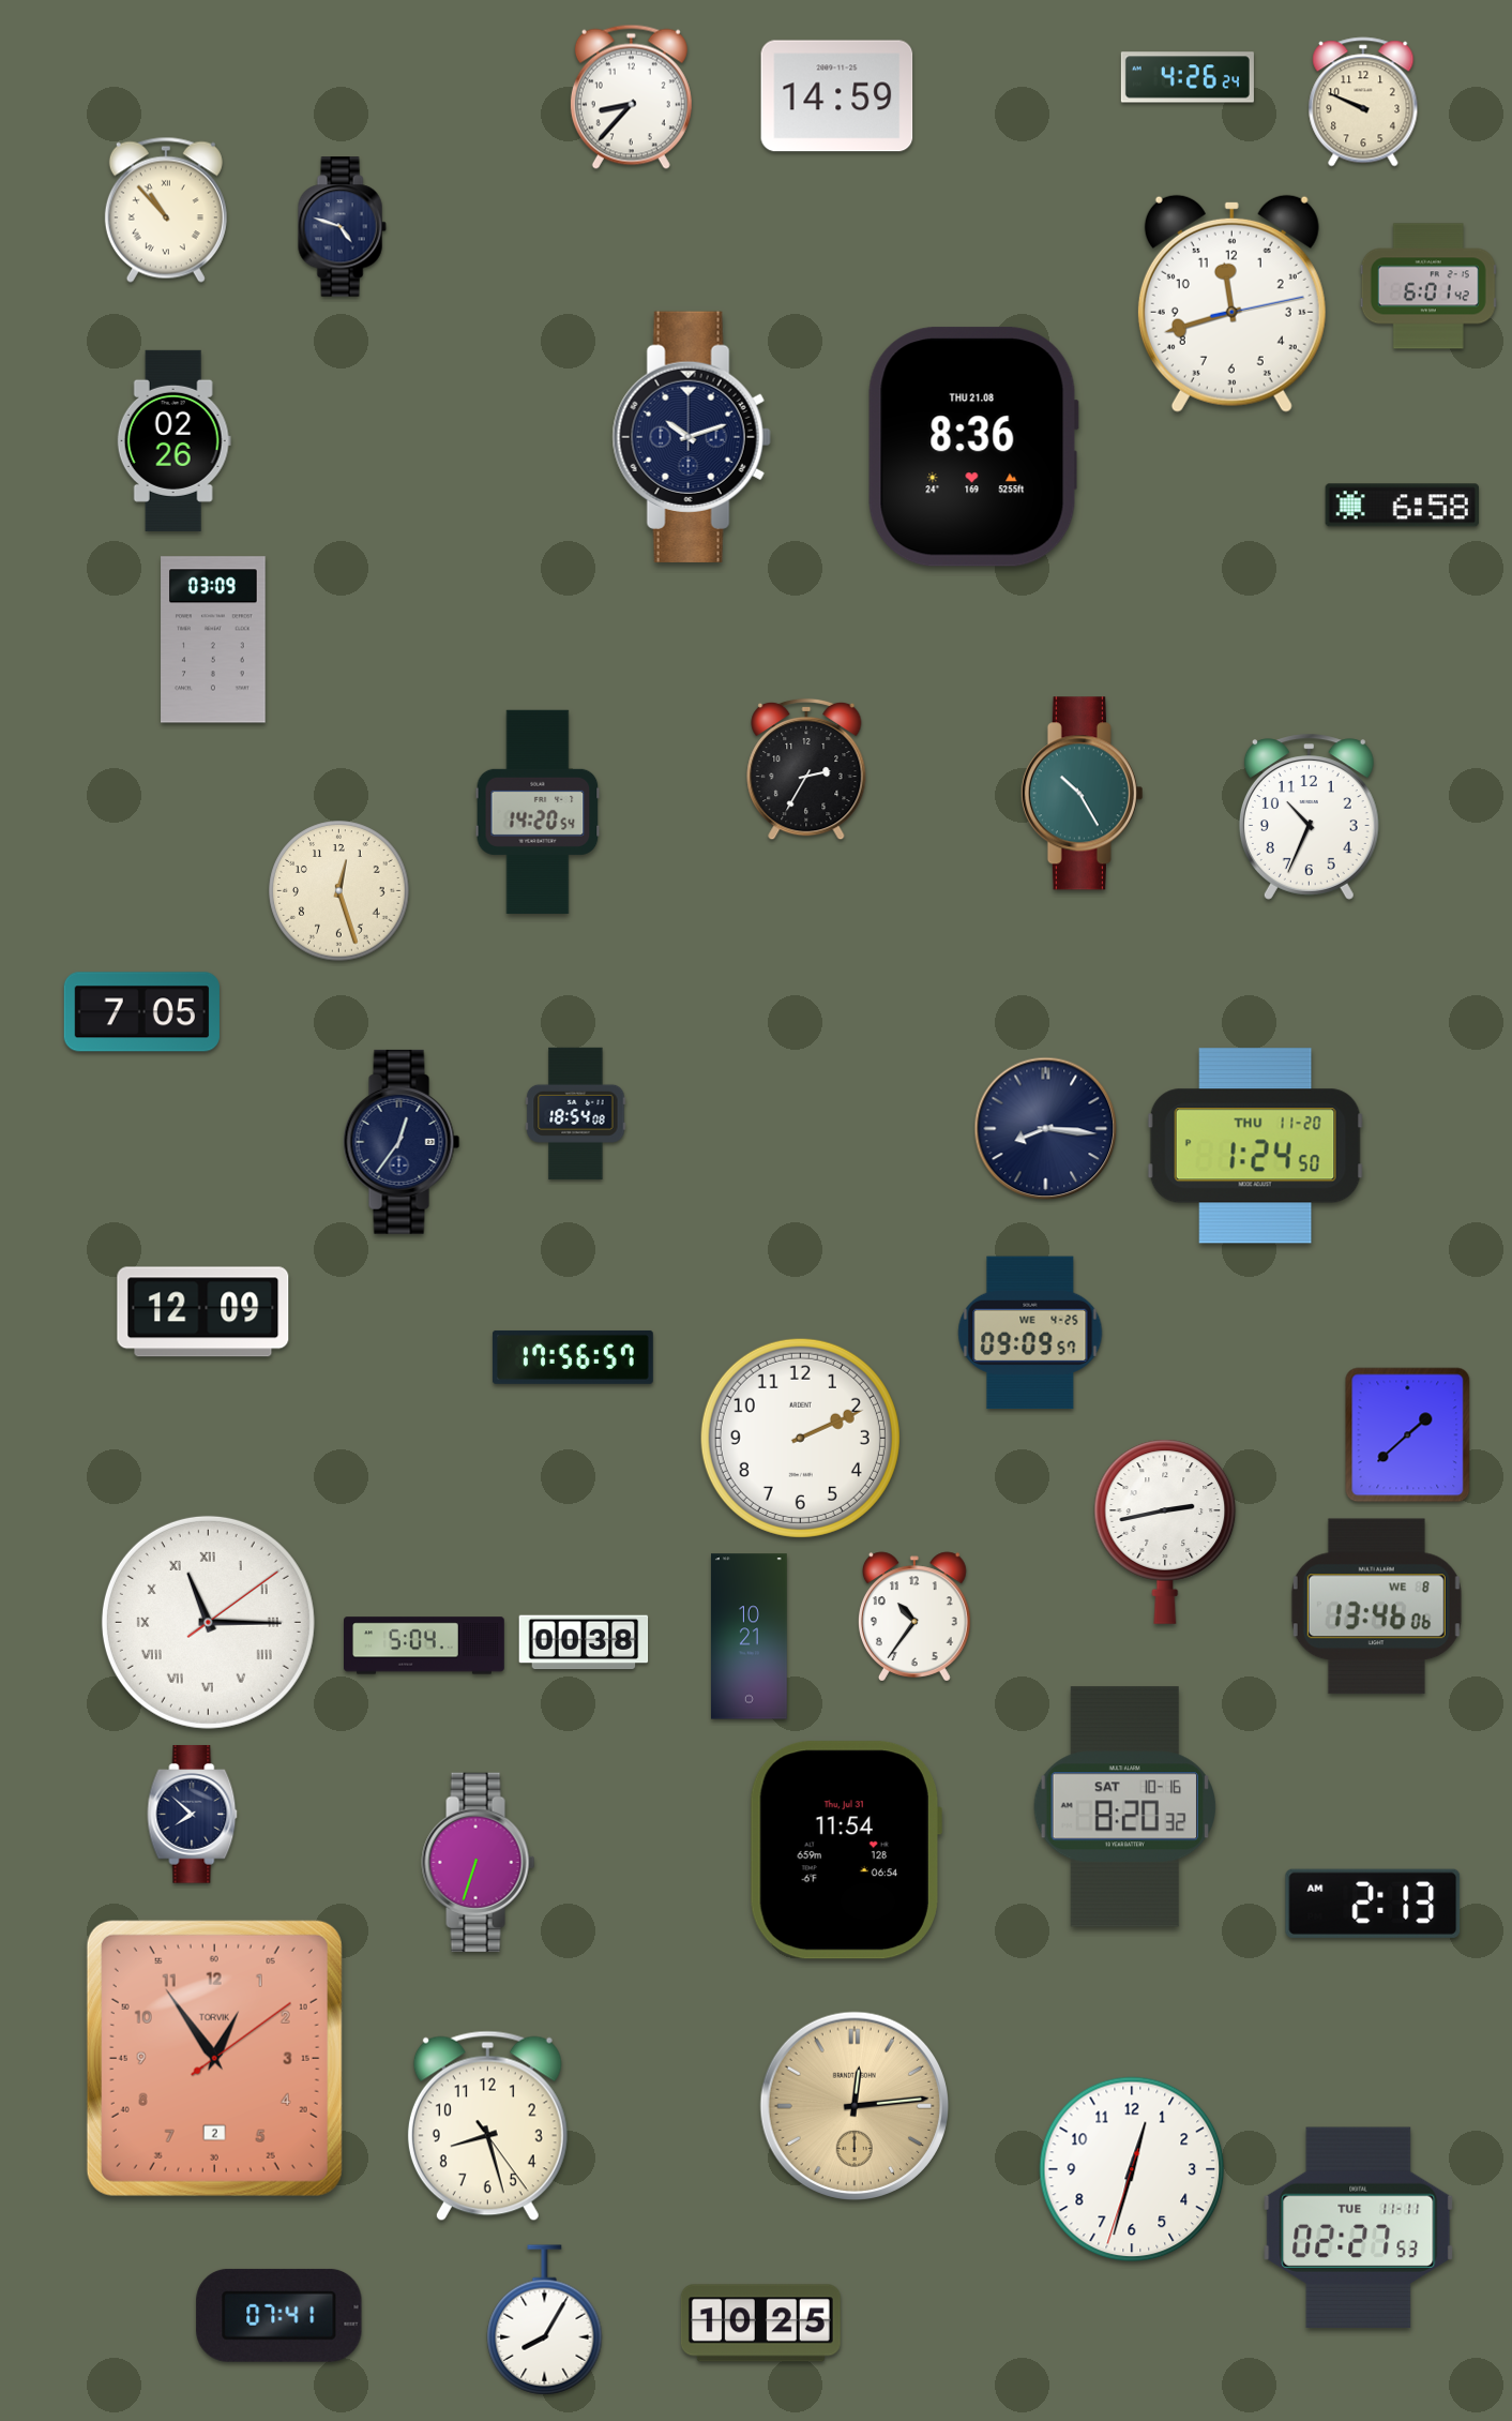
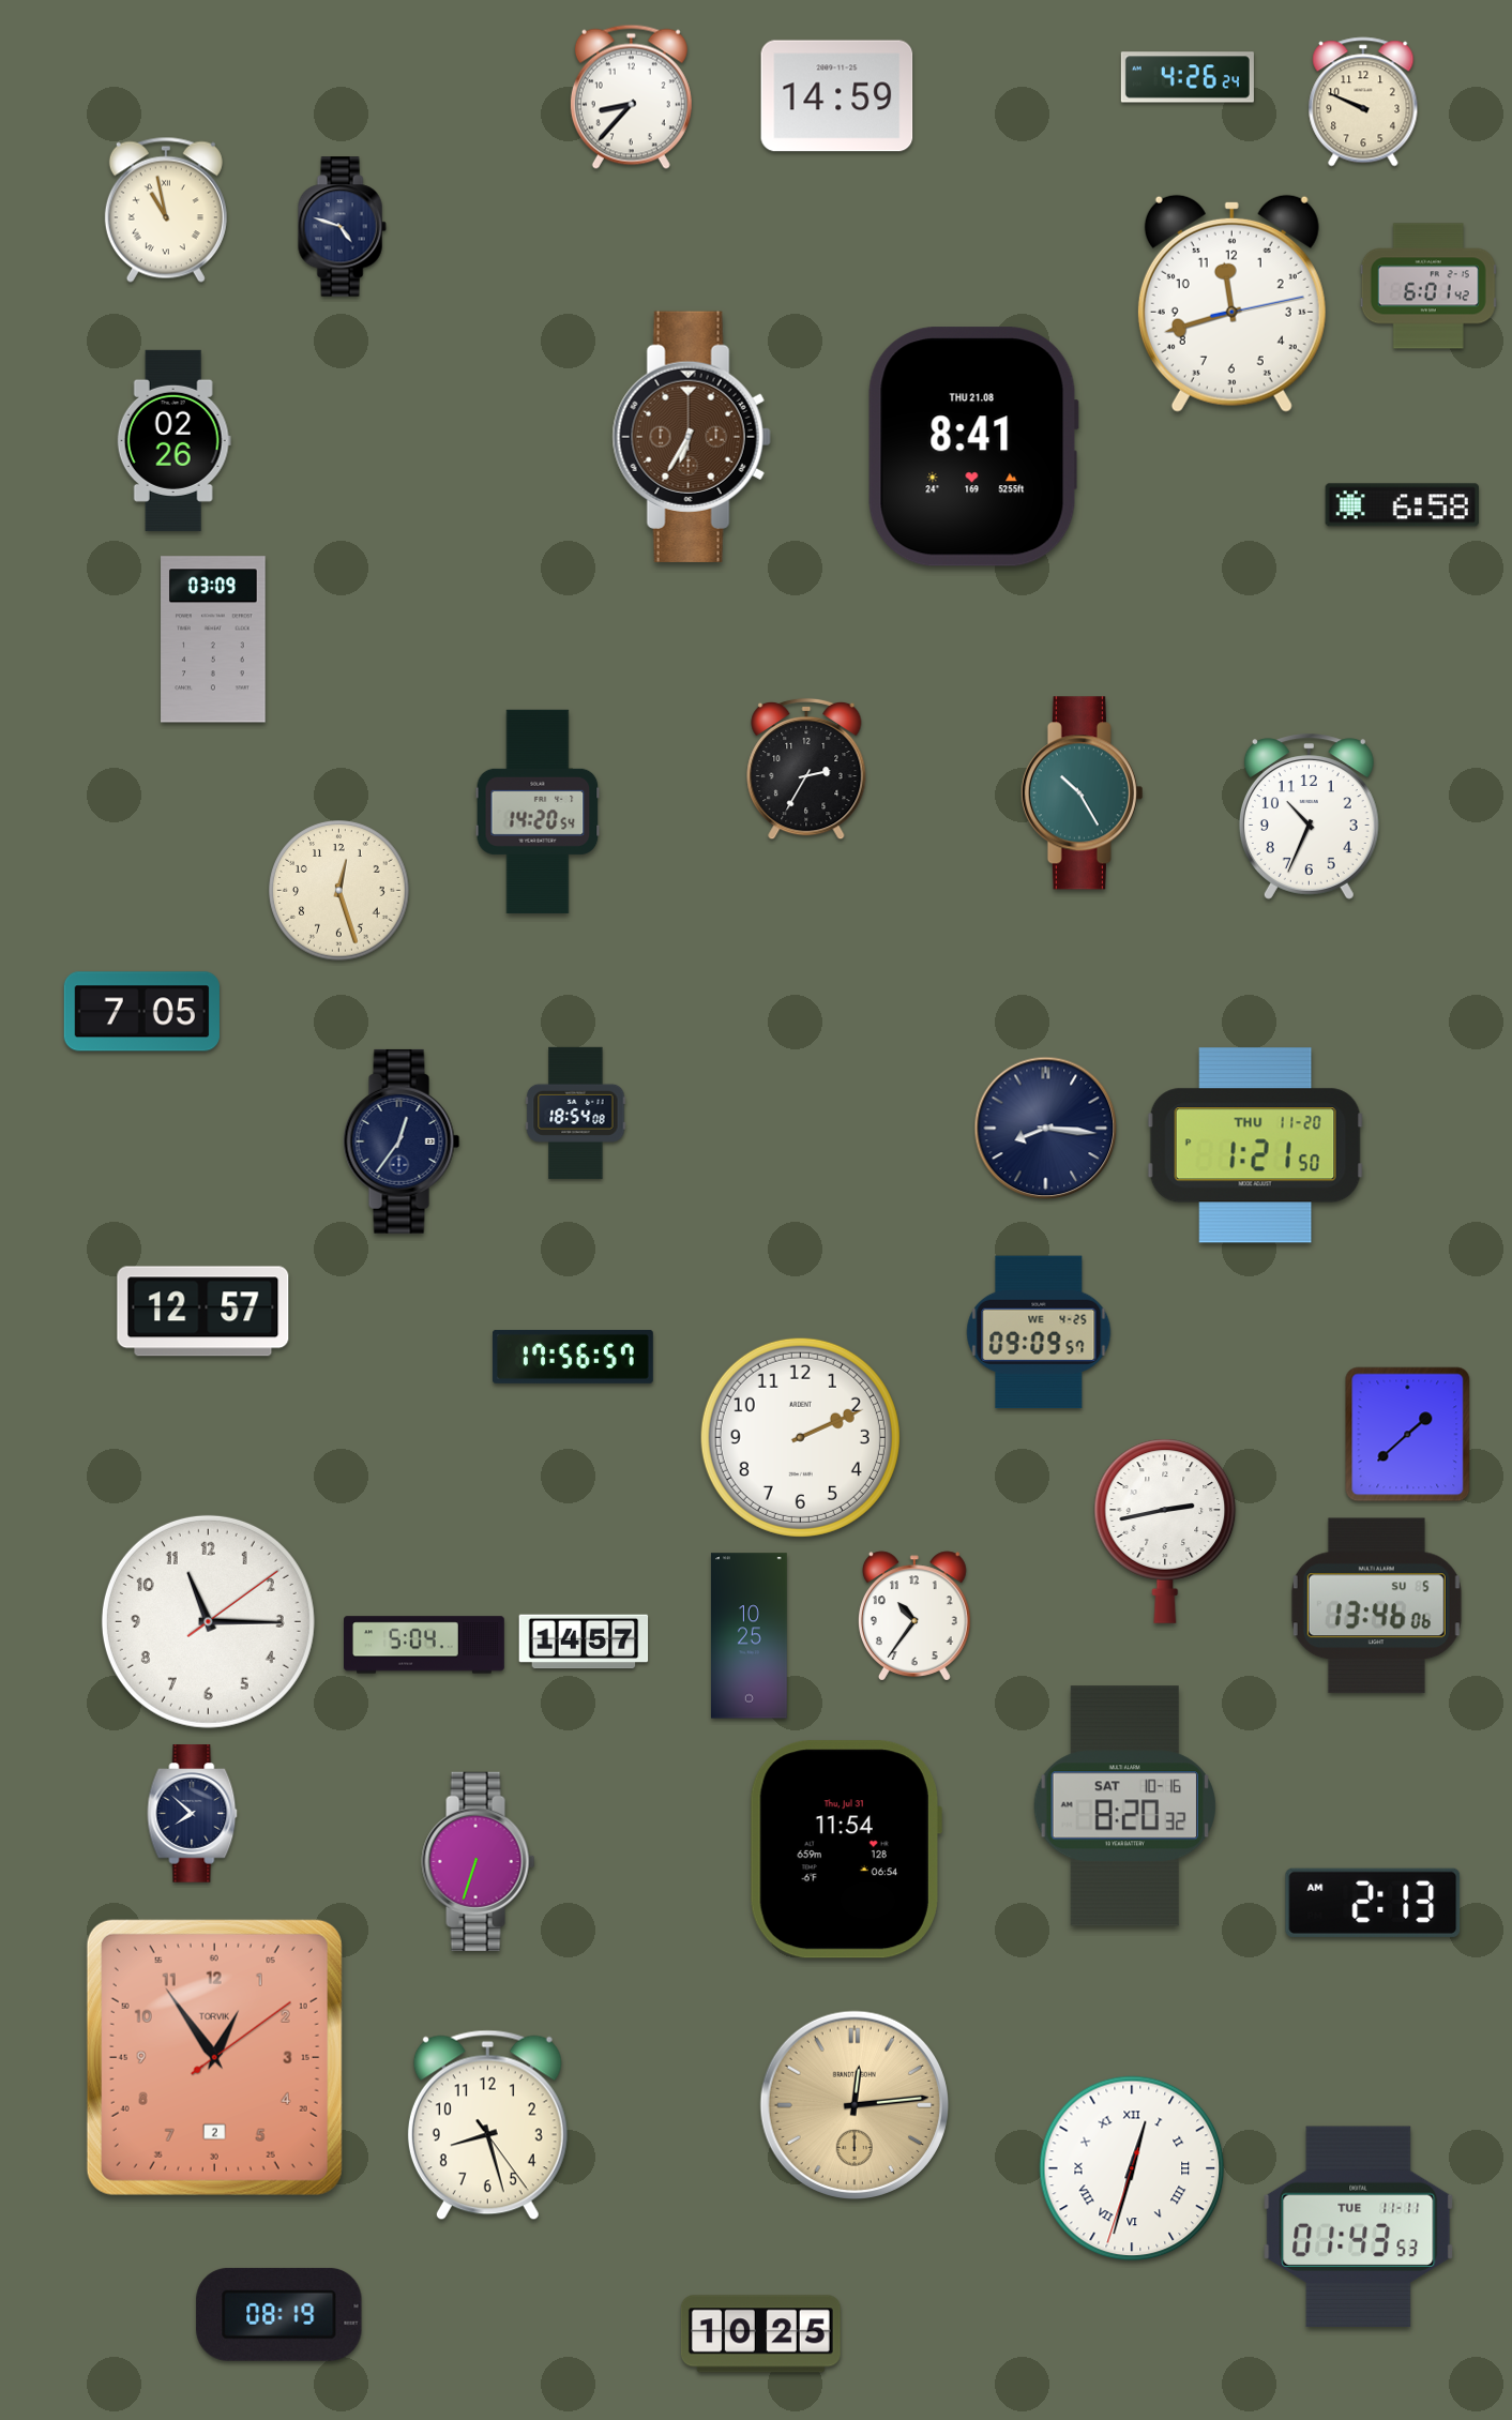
clock at (166, 210): 10:53 -> 10:58
clock at (692, 437): 10:12 -> 6:35
clock at (692, 437) dial: navy -> brown
clock at (973, 447): 8:36 -> 8:41
clock at (1255, 1146): 1:24 -> 1:21
clock at (203, 1312): 12:09 -> 12:57
clock at (1030, 1333) position: (1030, 1333) -> (1039, 1332)
clock at (1376, 1607) date: WE 8 -> SU 5
clock at (208, 1622) numerals: Roman -> Arabic
clock at (749, 1637): 10:21 -> 10:25
clock at (584, 1642): 00:38 -> 14:57
clock at (1132, 2169) numerals: Arabic -> Roman
clock at (1359, 2227): 02:27 -> 01:43
clock at (279, 2315): 07:41 -> 08:19
clock at (545, 2320): 8:05 -> none
clock at (760, 2324) position: (760, 2324) -> (760, 2334)
